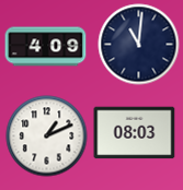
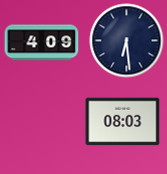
clock at (139, 45): 11:01 -> 6:29
clock at (47, 136): 1:11 -> none
